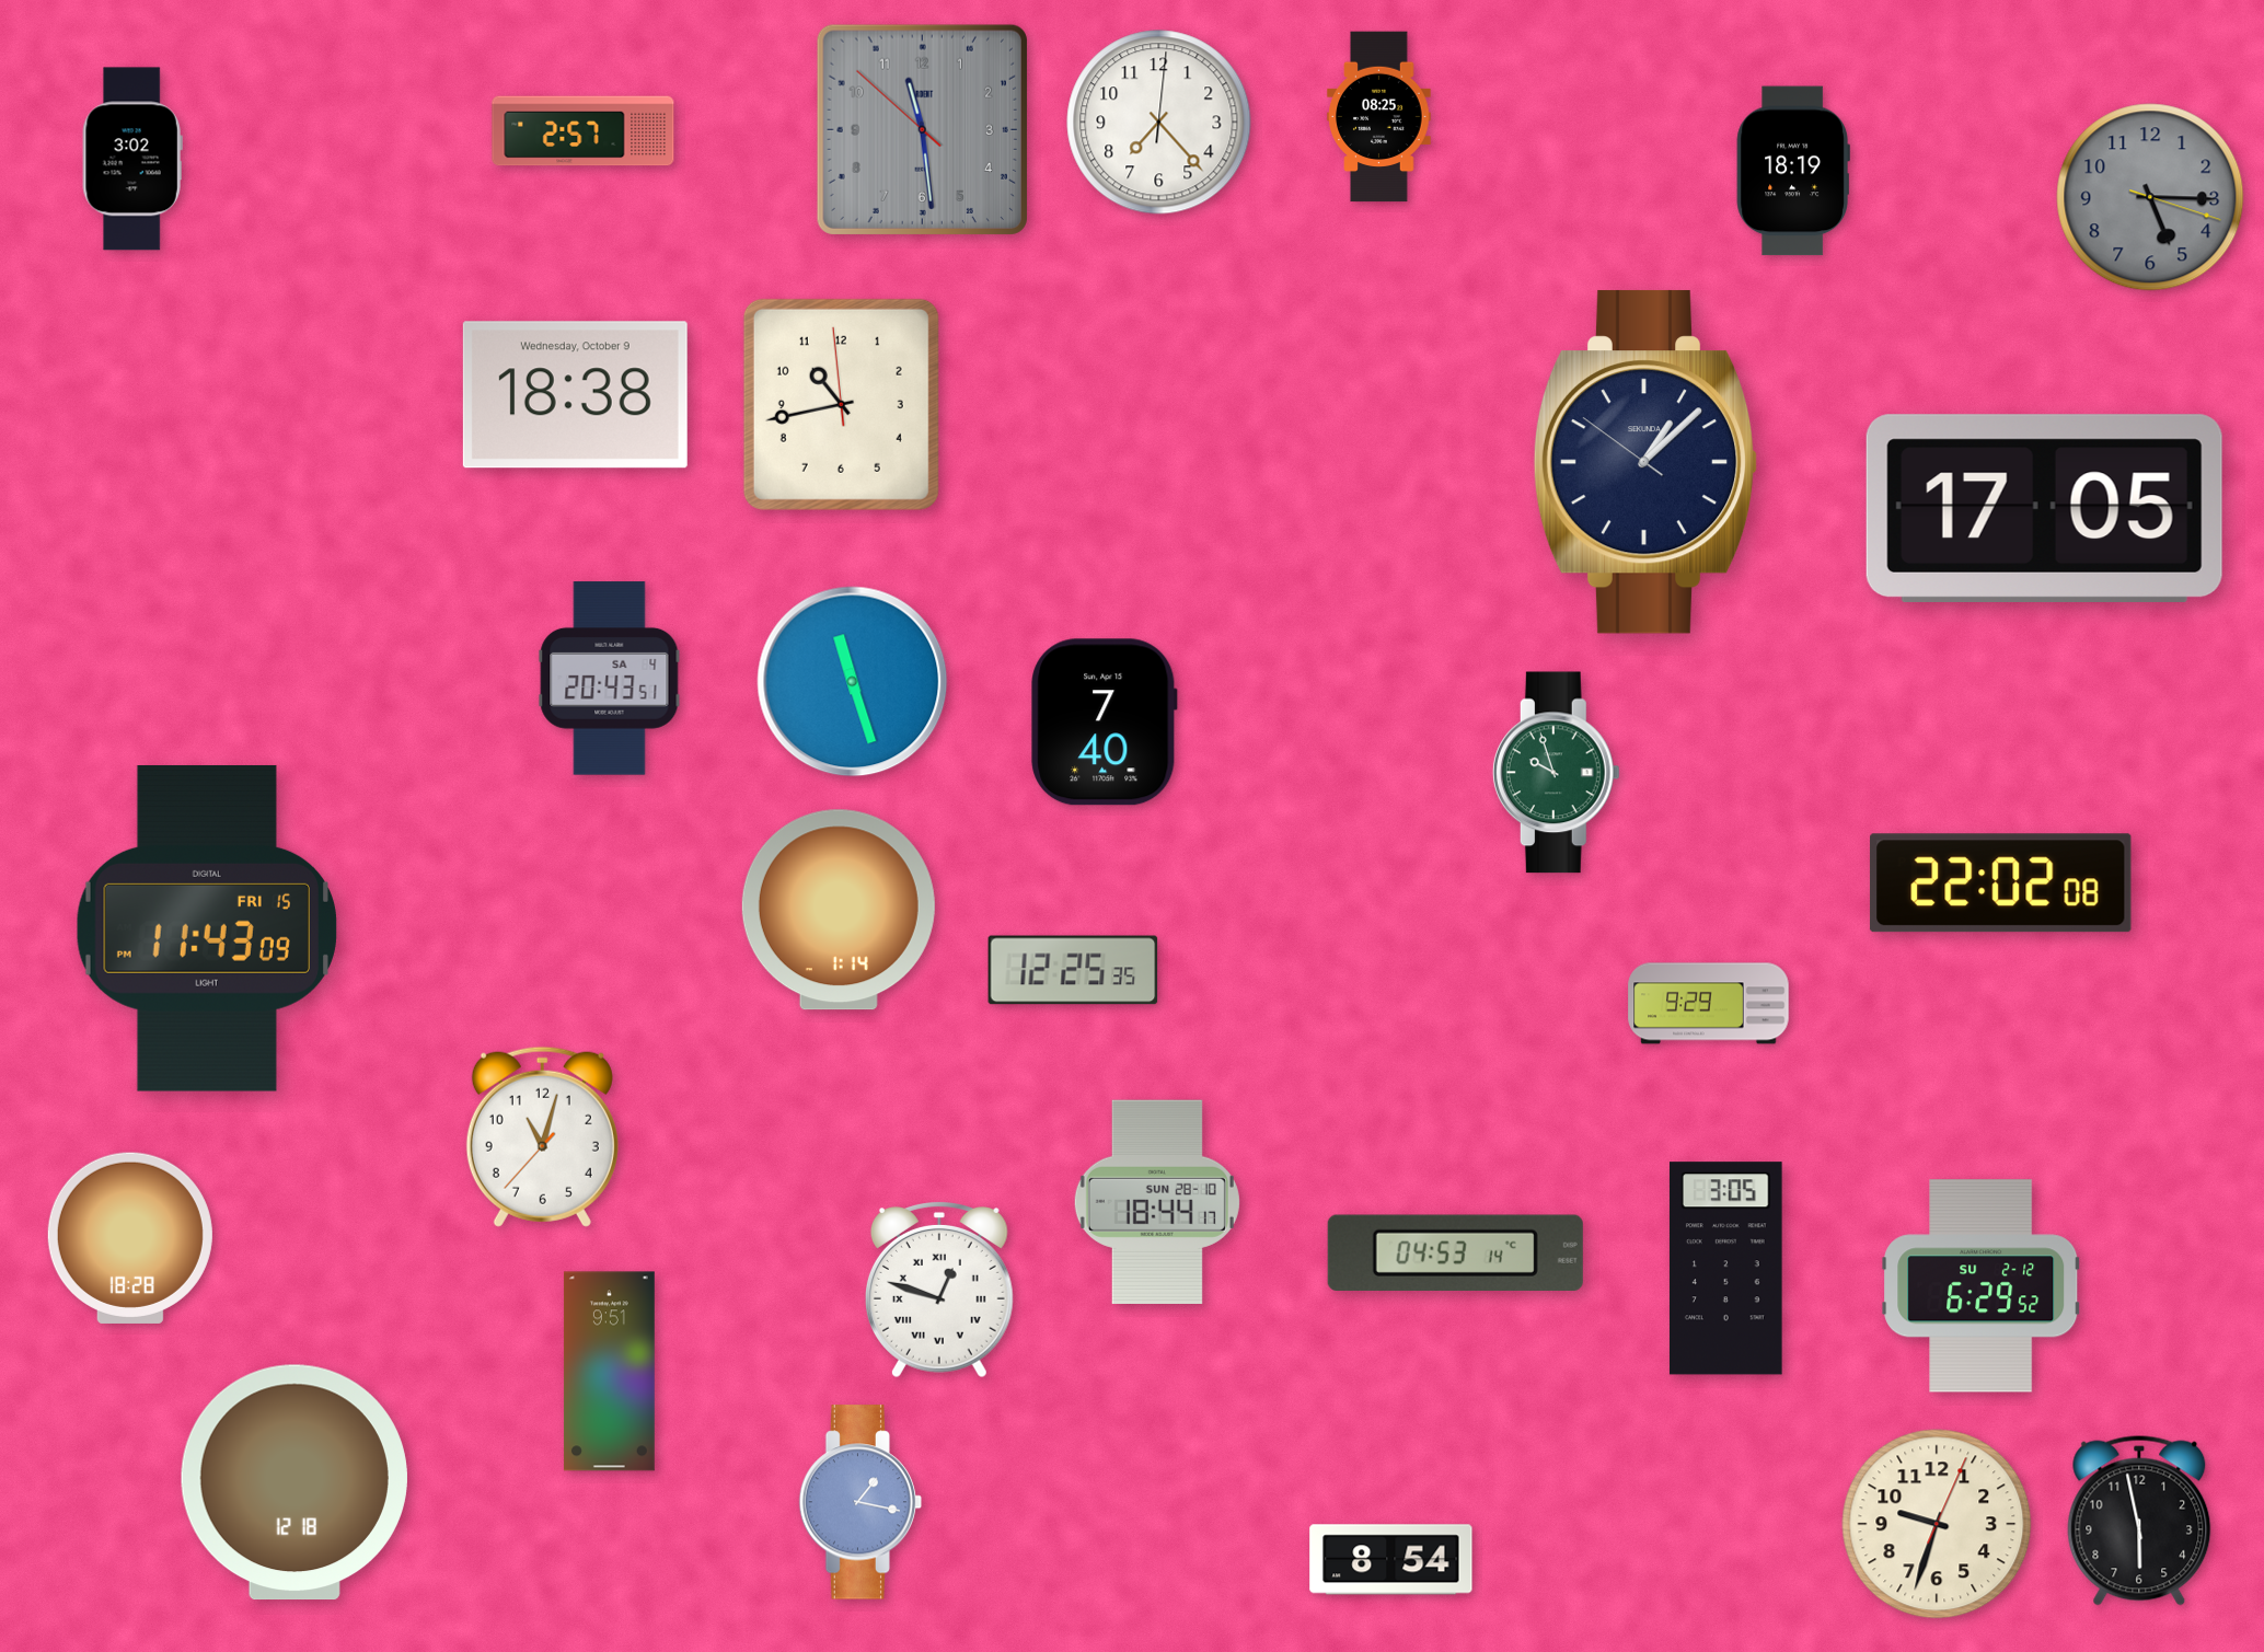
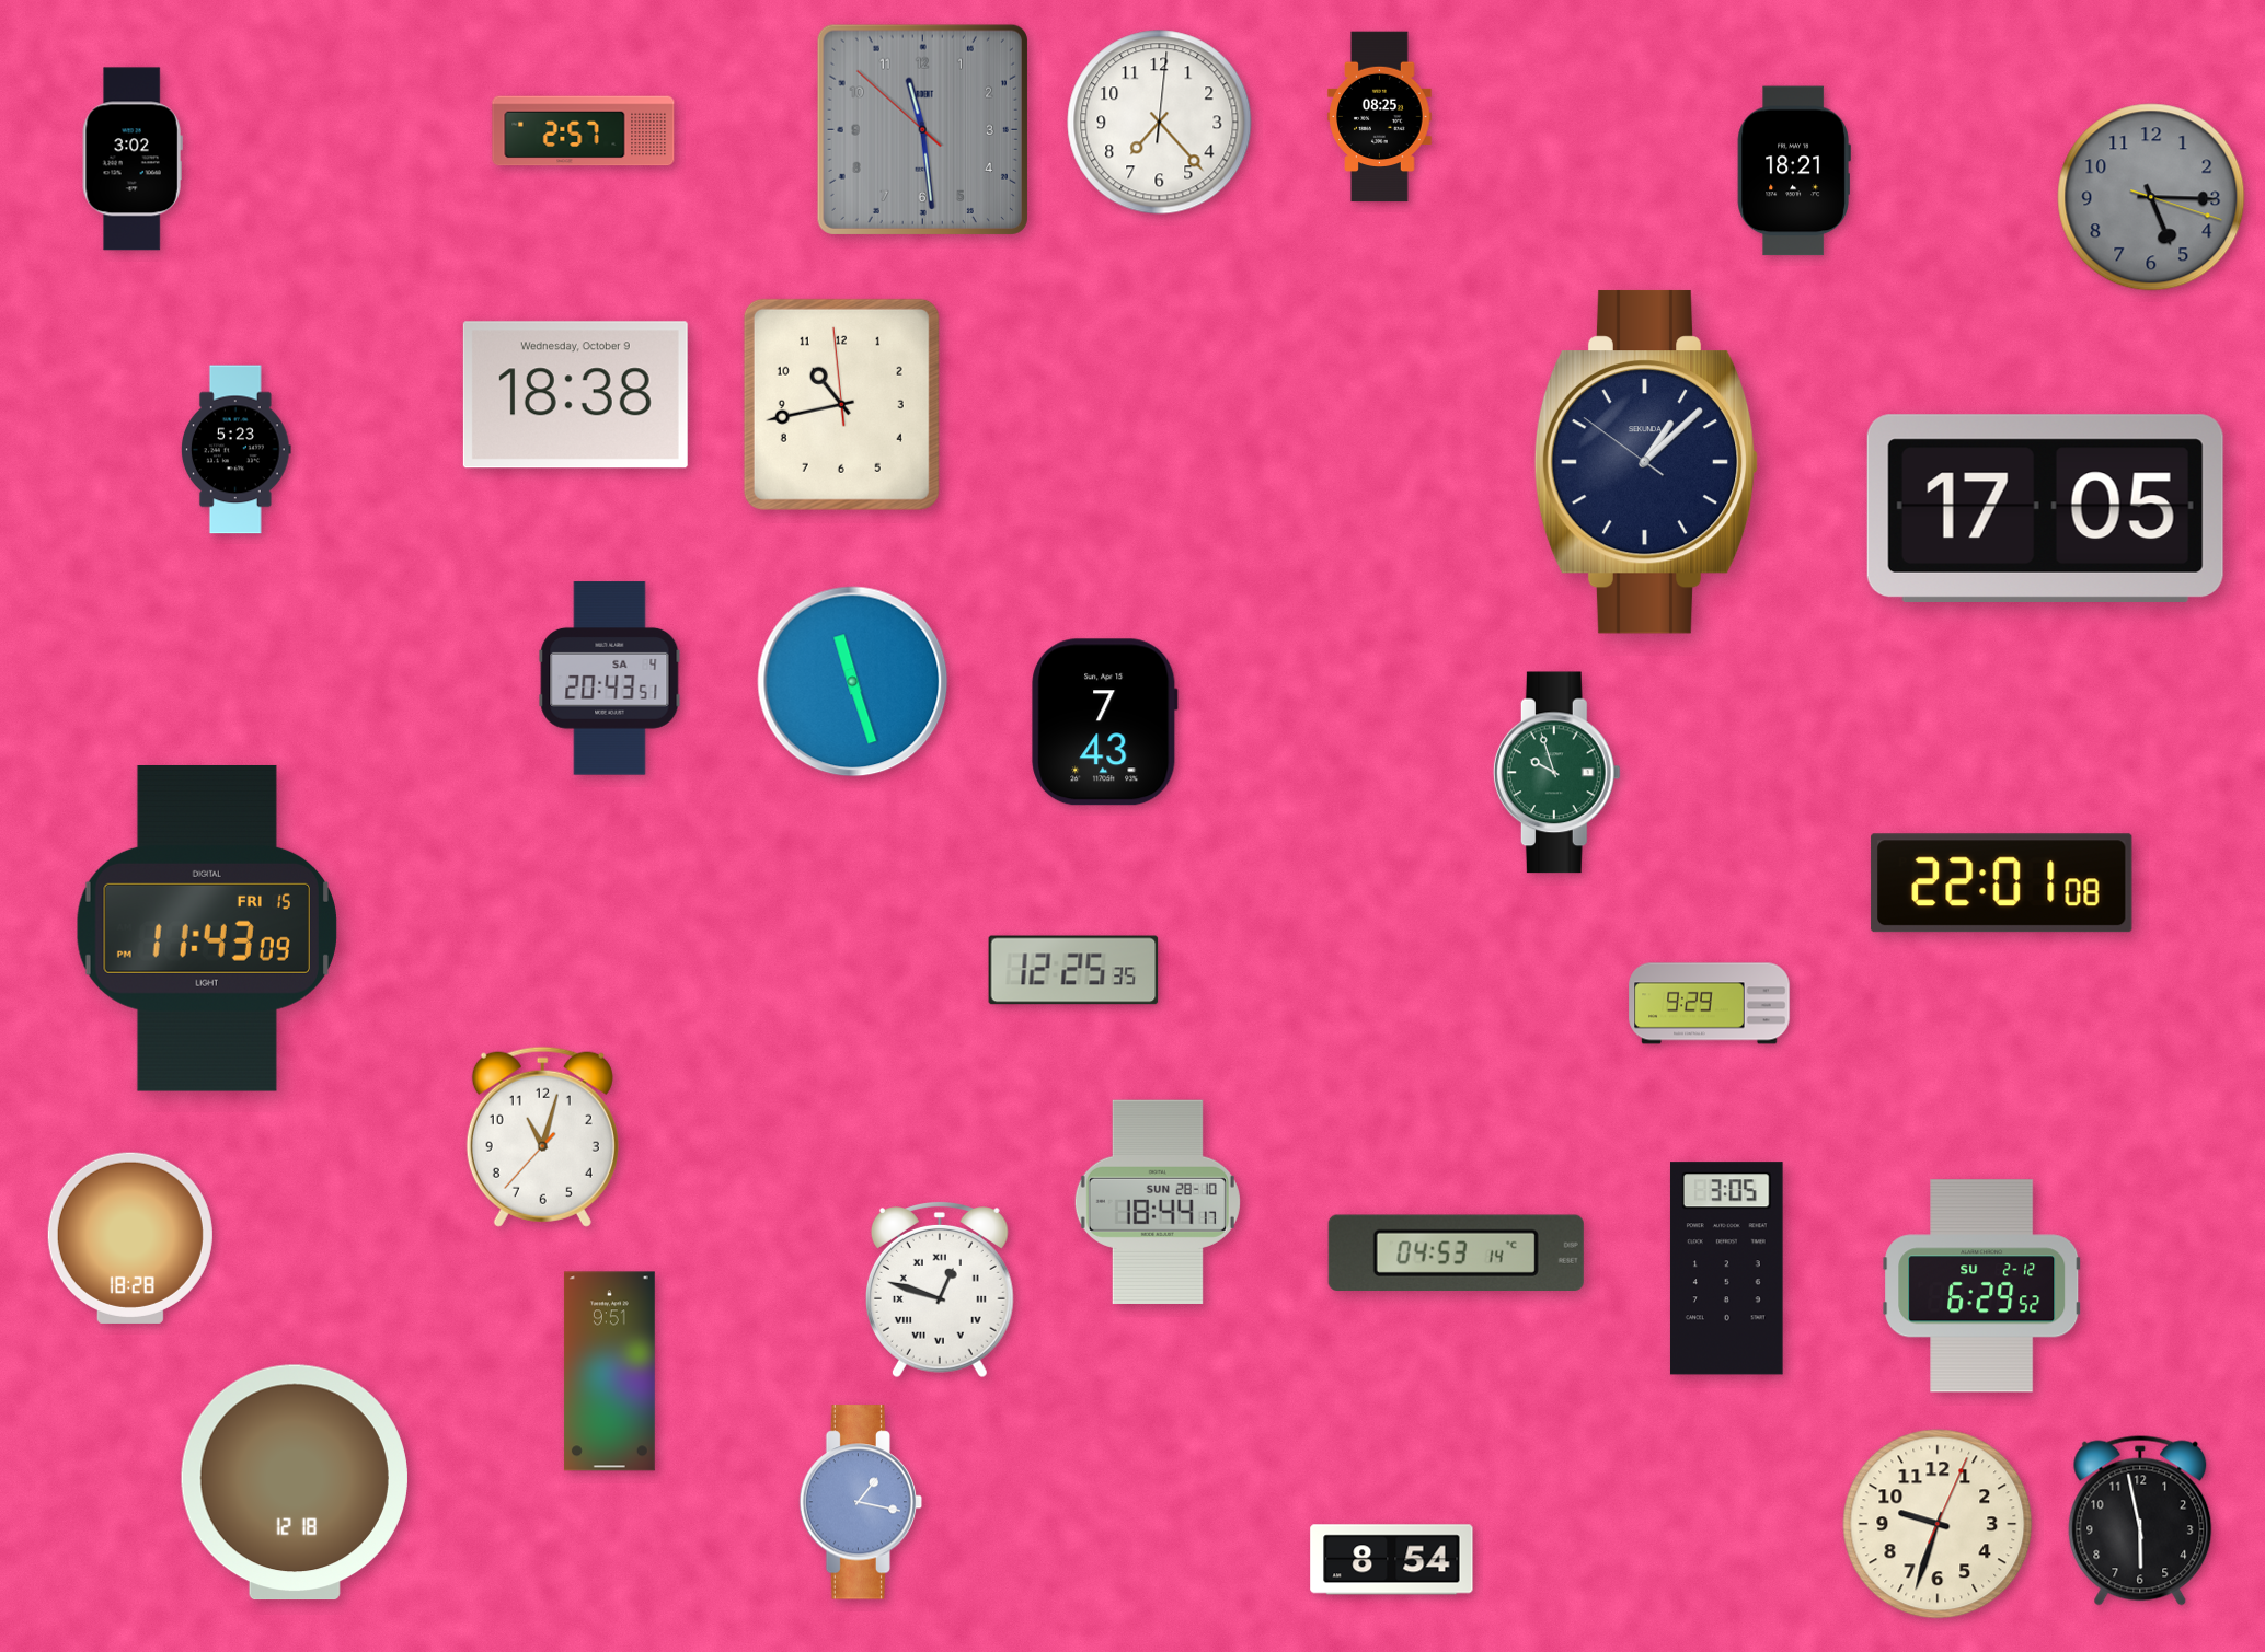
clock at (1793, 171): 18:19 -> 18:21
clock at (235, 450): none -> 5:23
clock at (1105, 723): 7:40 -> 7:43
clock at (2001, 883): 22:02 -> 22:01
clock at (839, 910): 1:14 -> none
